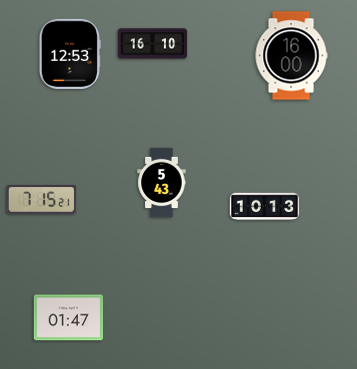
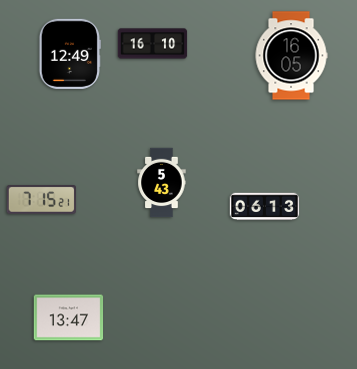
clock at (70, 54): 12:53 -> 12:49
clock at (291, 56): 16:00 -> 16:05
clock at (265, 207): 10:13 -> 06:13
clock at (69, 318): 01:47 -> 13:47
